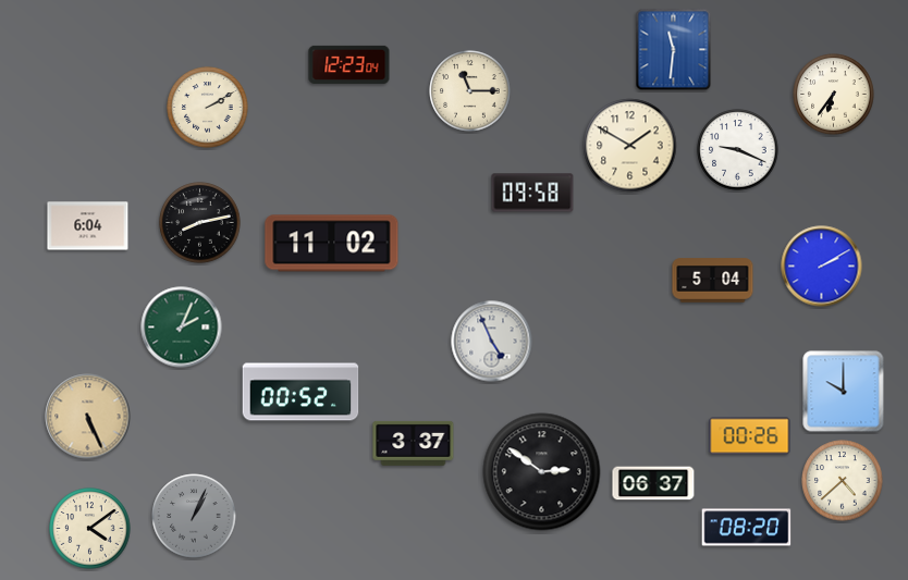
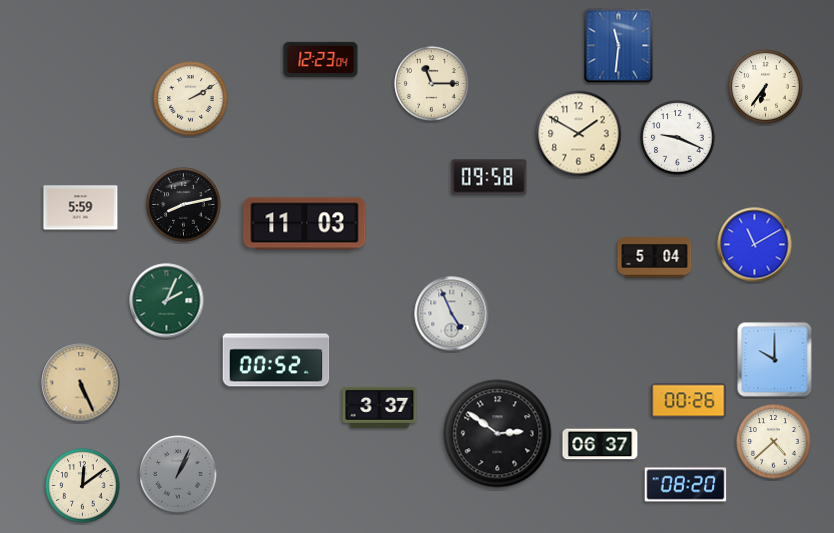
clock at (88, 226): 6:04 -> 5:59
clock at (332, 244): 11:02 -> 11:03
clock at (822, 267): 2:10 -> 11:10
clock at (90, 529): 4:09 -> 12:09
